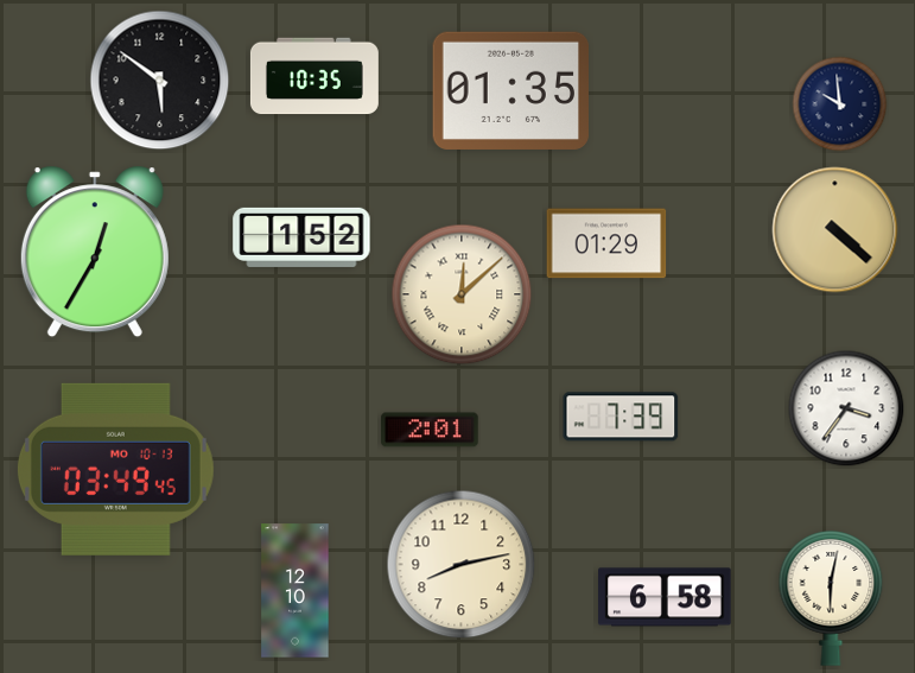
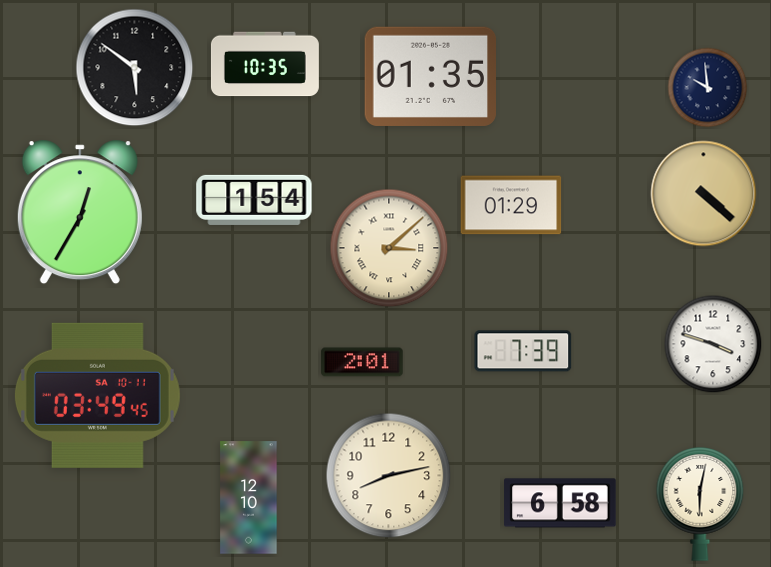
clock at (301, 237): 1:52 -> 1:54
clock at (462, 294): 12:08 -> 3:08
clock at (846, 408): 3:36 -> 3:48
clock at (115, 469) date: MO 10-13 -> SA 10-11
